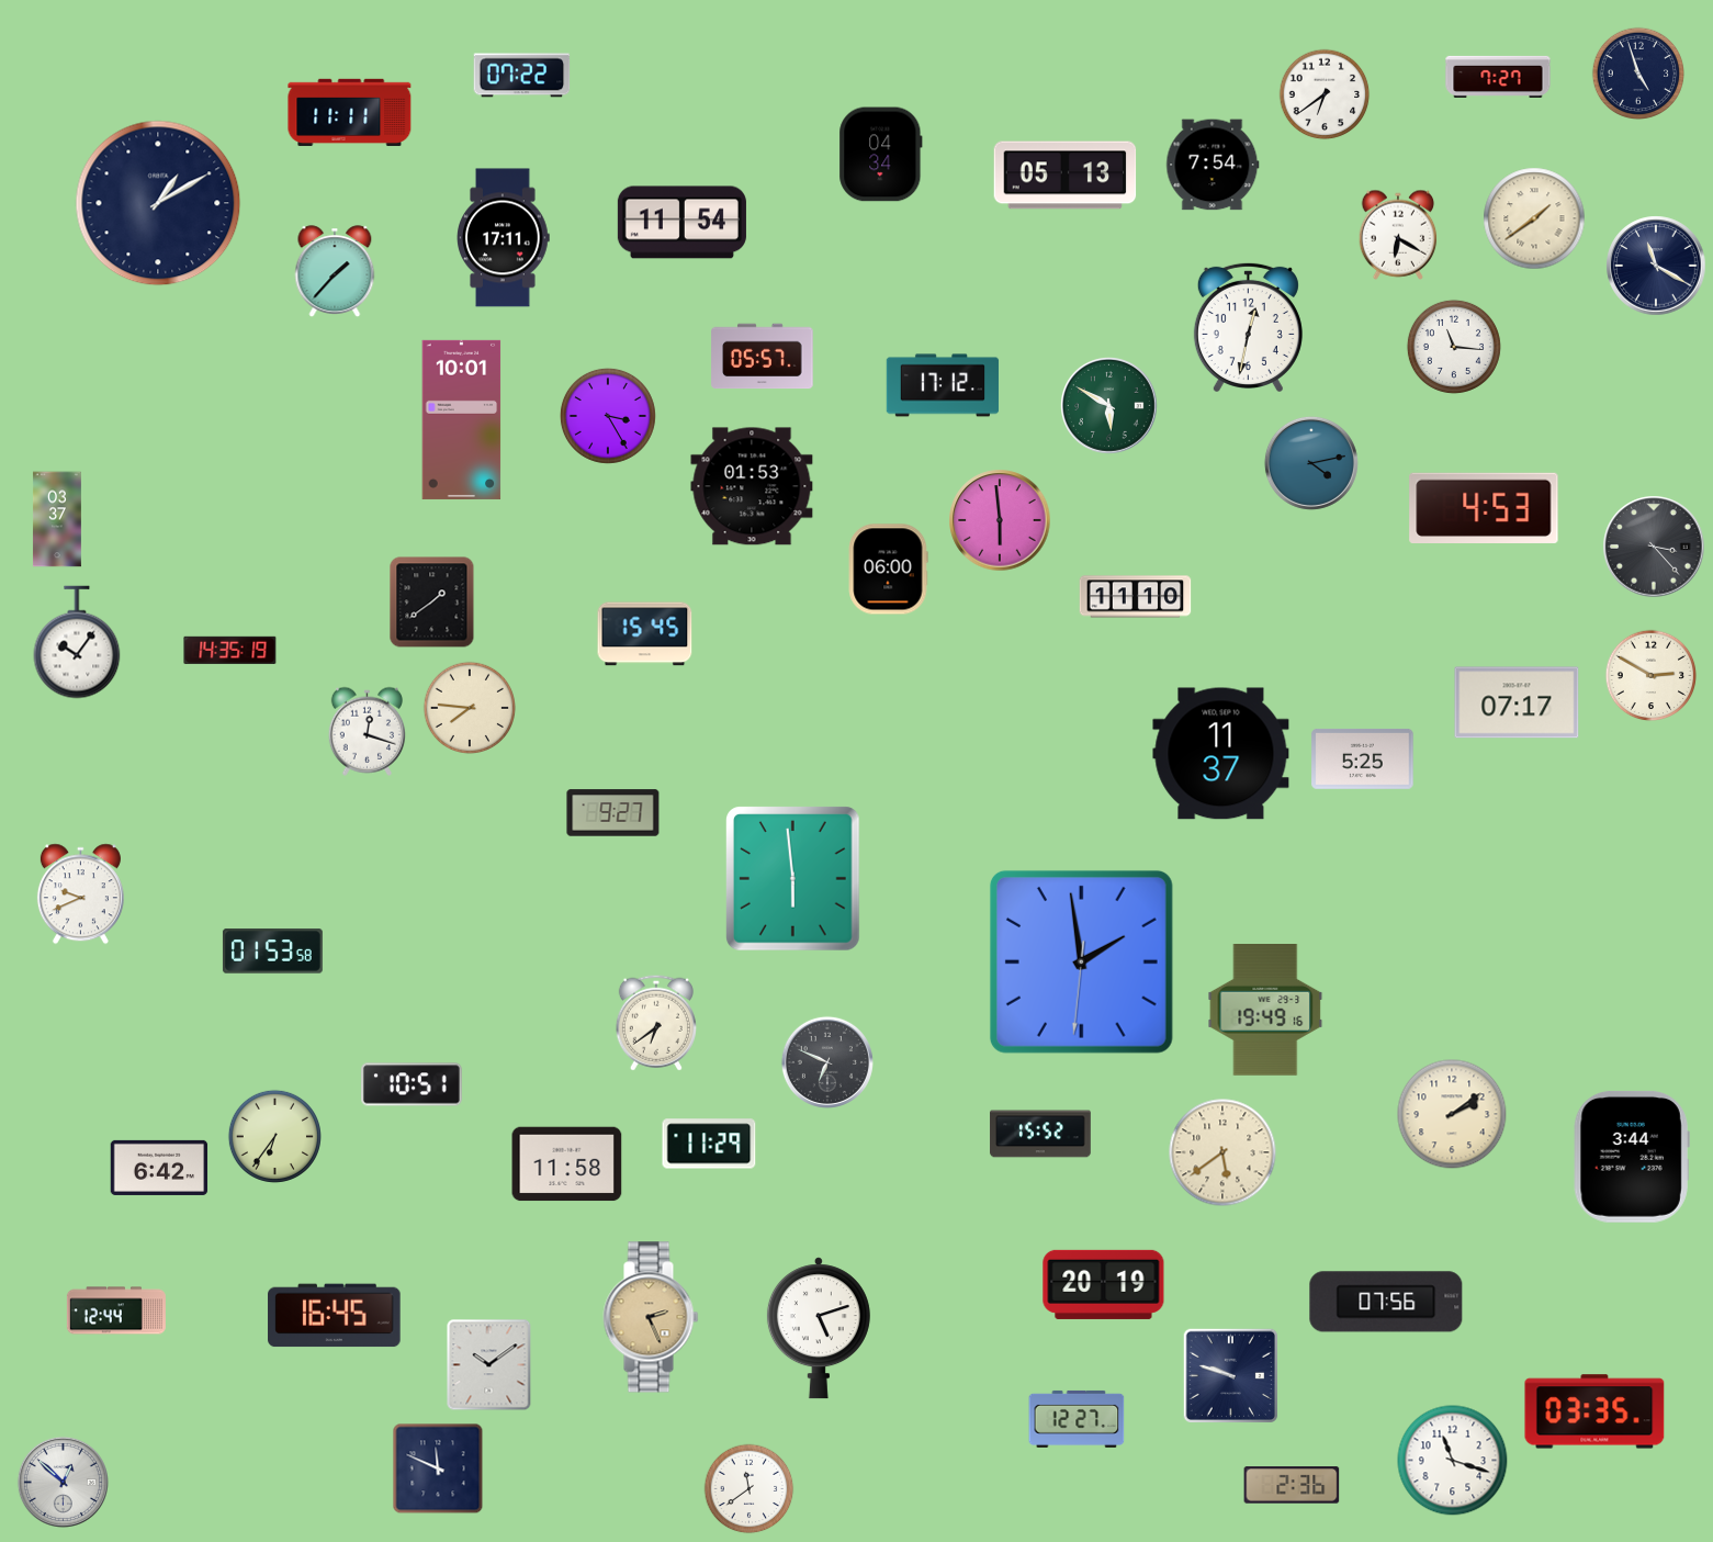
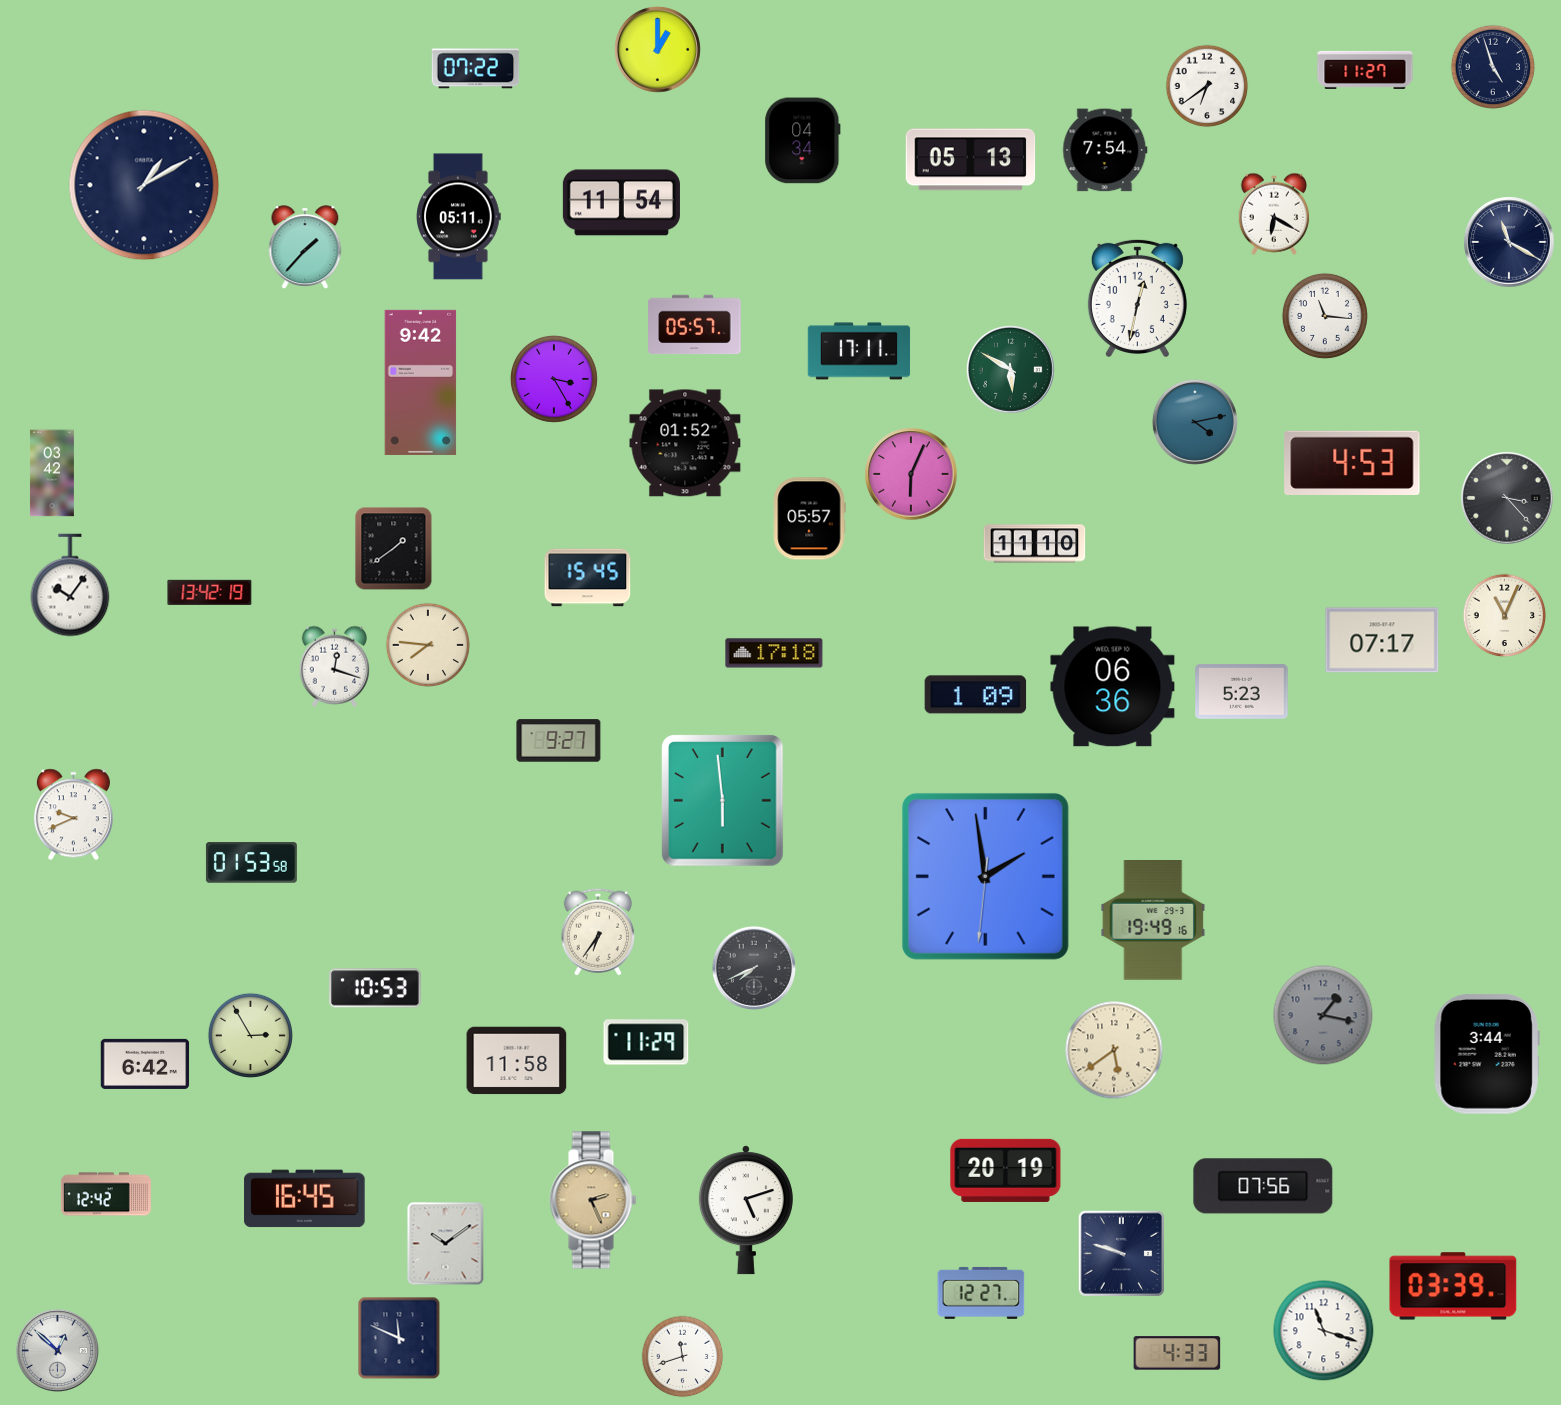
clock at (657, 49): none -> 1:00
clock at (1498, 77): 7:27 -> 11:27
clock at (350, 112): 11:11 -> none
clock at (1534, 218): 1:39 -> none
clock at (504, 238): 17:11 -> 05:11
clock at (943, 385): 17:12 -> 17:11
clock at (462, 419): 10:01 -> 9:42
clock at (752, 486): 01:53 -> 01:52
clock at (57, 519): 03:37 -> 03:42
clock at (1000, 520): 5:59 -> 6:04
clock at (888, 570): 06:00 -> 05:57
clock at (230, 650): 14:35 -> 13:42
clock at (1652, 676): 2:50 -> 11:04
clock at (774, 653): none -> 17:18
clock at (1221, 754): 11:37 -> 06:36
clock at (1363, 758): 5:25 -> 5:23
clock at (976, 695): none -> 1:09
clock at (272, 952) position: (272, 952) -> (251, 863)
clock at (656, 1023): 6:39 -> 6:36
clock at (827, 1062): 6:49 -> 7:41
clock at (413, 1084): 10:51 -> 10:53
clock at (1452, 1114): 2:09 -> 1:17
clock at (1452, 1114) dial: cream -> grey
clock at (1040, 1134): 15:52 -> none
clock at (274, 1136): 6:36 -> 2:55
clock at (116, 1310): 12:44 -> 12:42
clock at (1594, 1411): 03:35 -> 03:39
clock at (1292, 1485): 2:36 -> 4:33
clock at (750, 1489): 11:39 -> 11:42
